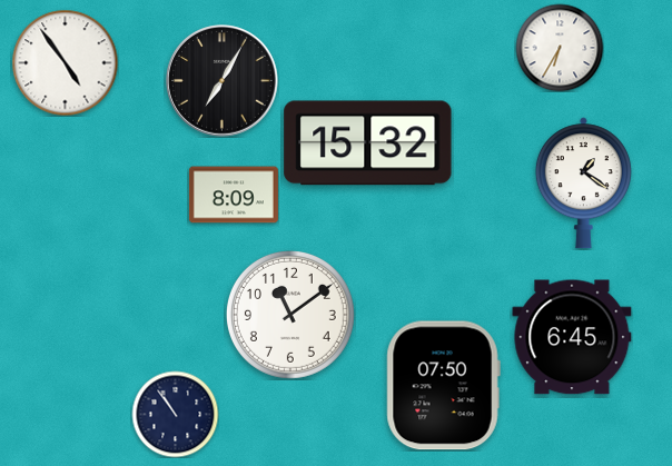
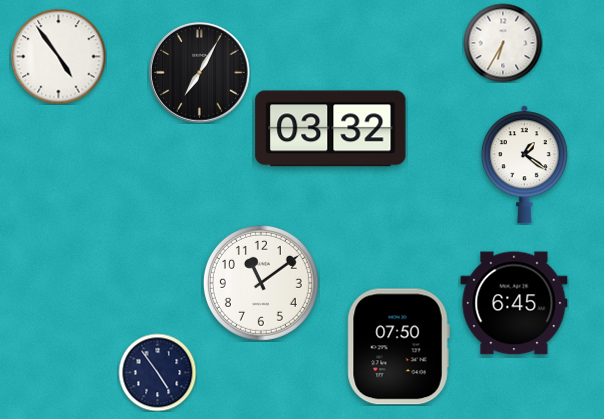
clock at (368, 143): 15:32 -> 03:32
clock at (234, 195): 8:09 -> none
clock at (175, 414): 10:54 -> 4:54
